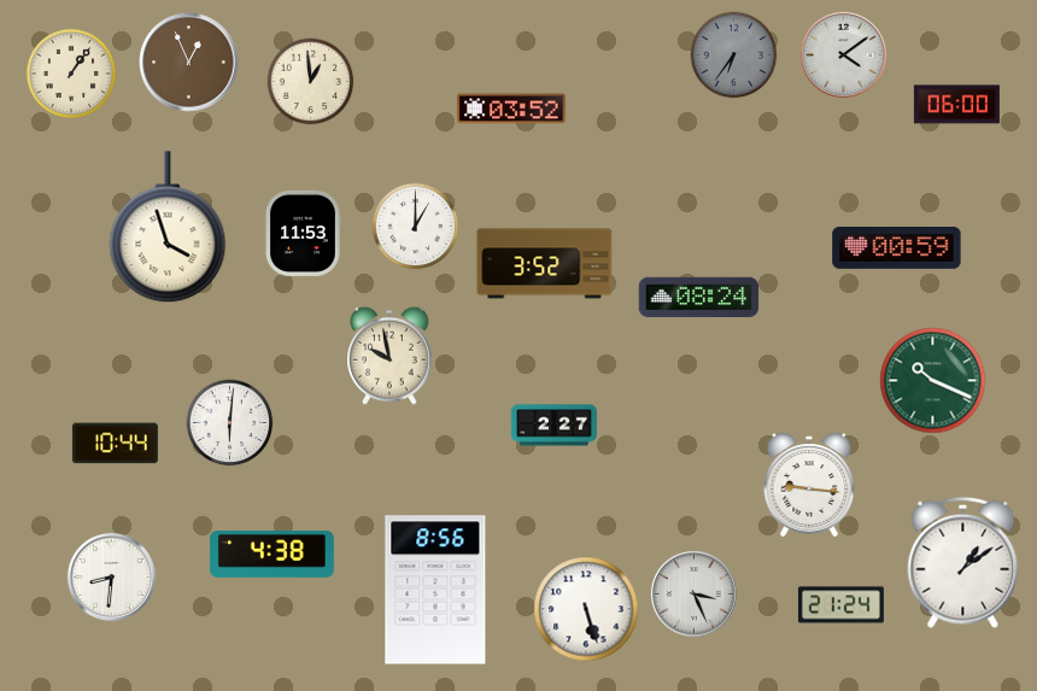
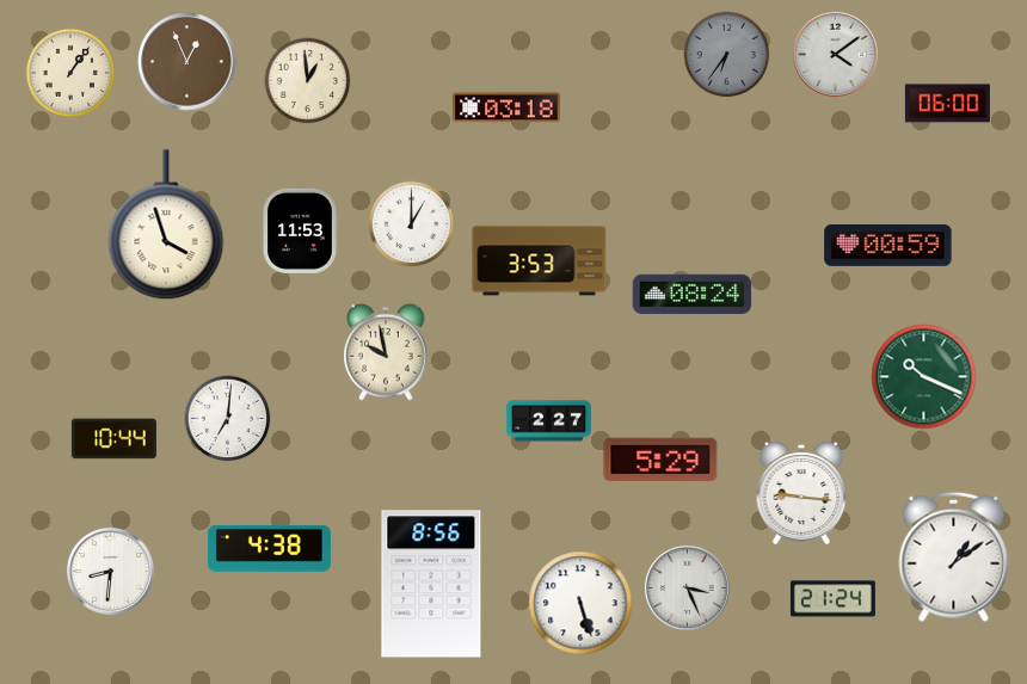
clock at (511, 109): 03:52 -> 03:18
clock at (545, 264): 3:52 -> 3:53
clock at (230, 423): 6:01 -> 7:01
clock at (660, 460): none -> 5:29
clock at (809, 485) position: (809, 485) -> (801, 493)
